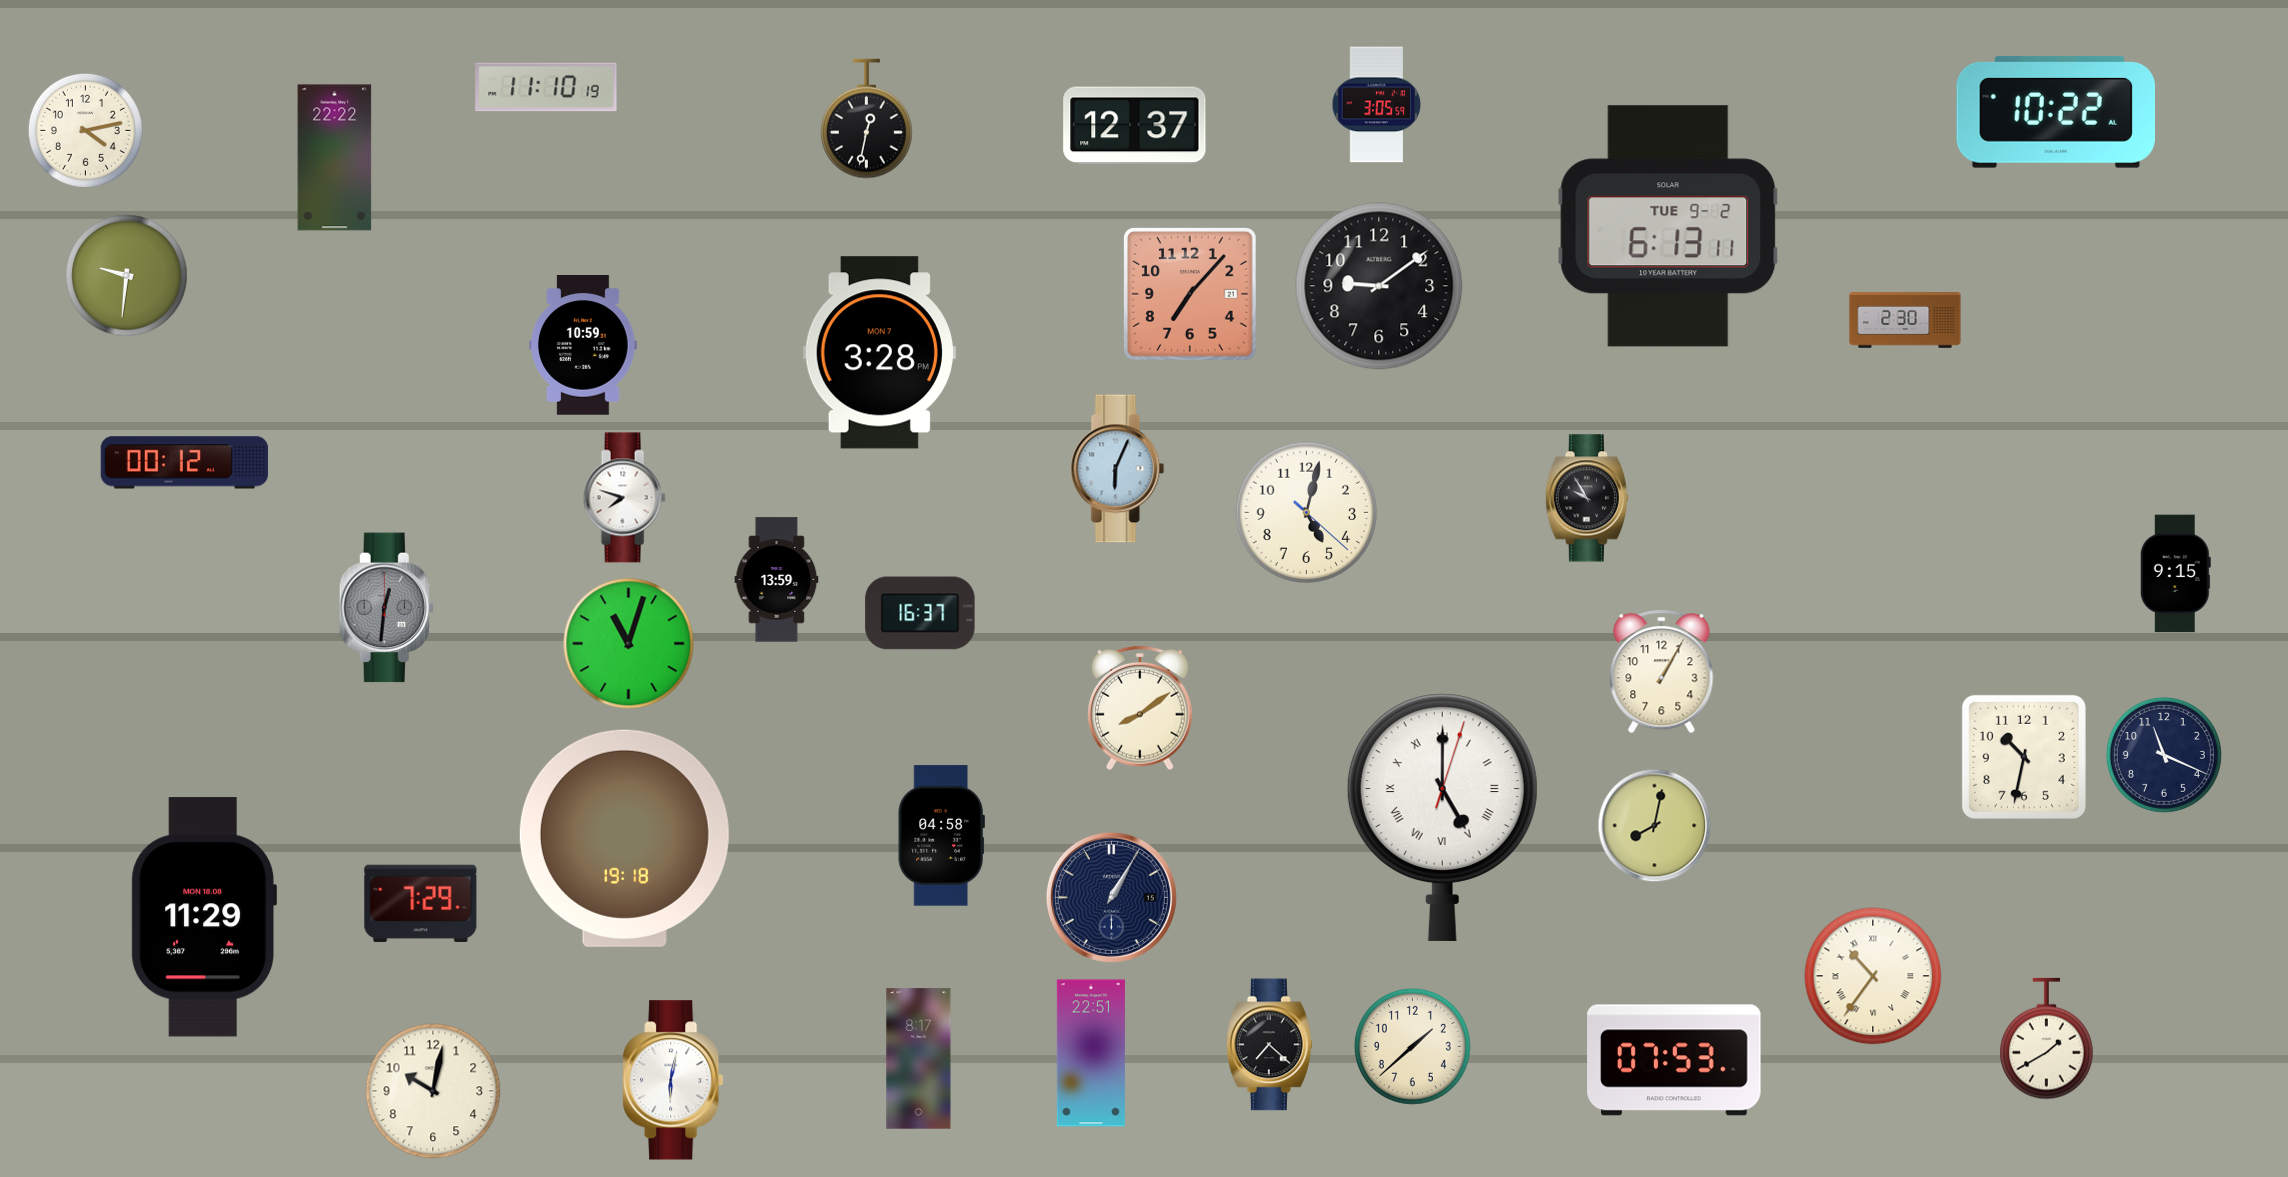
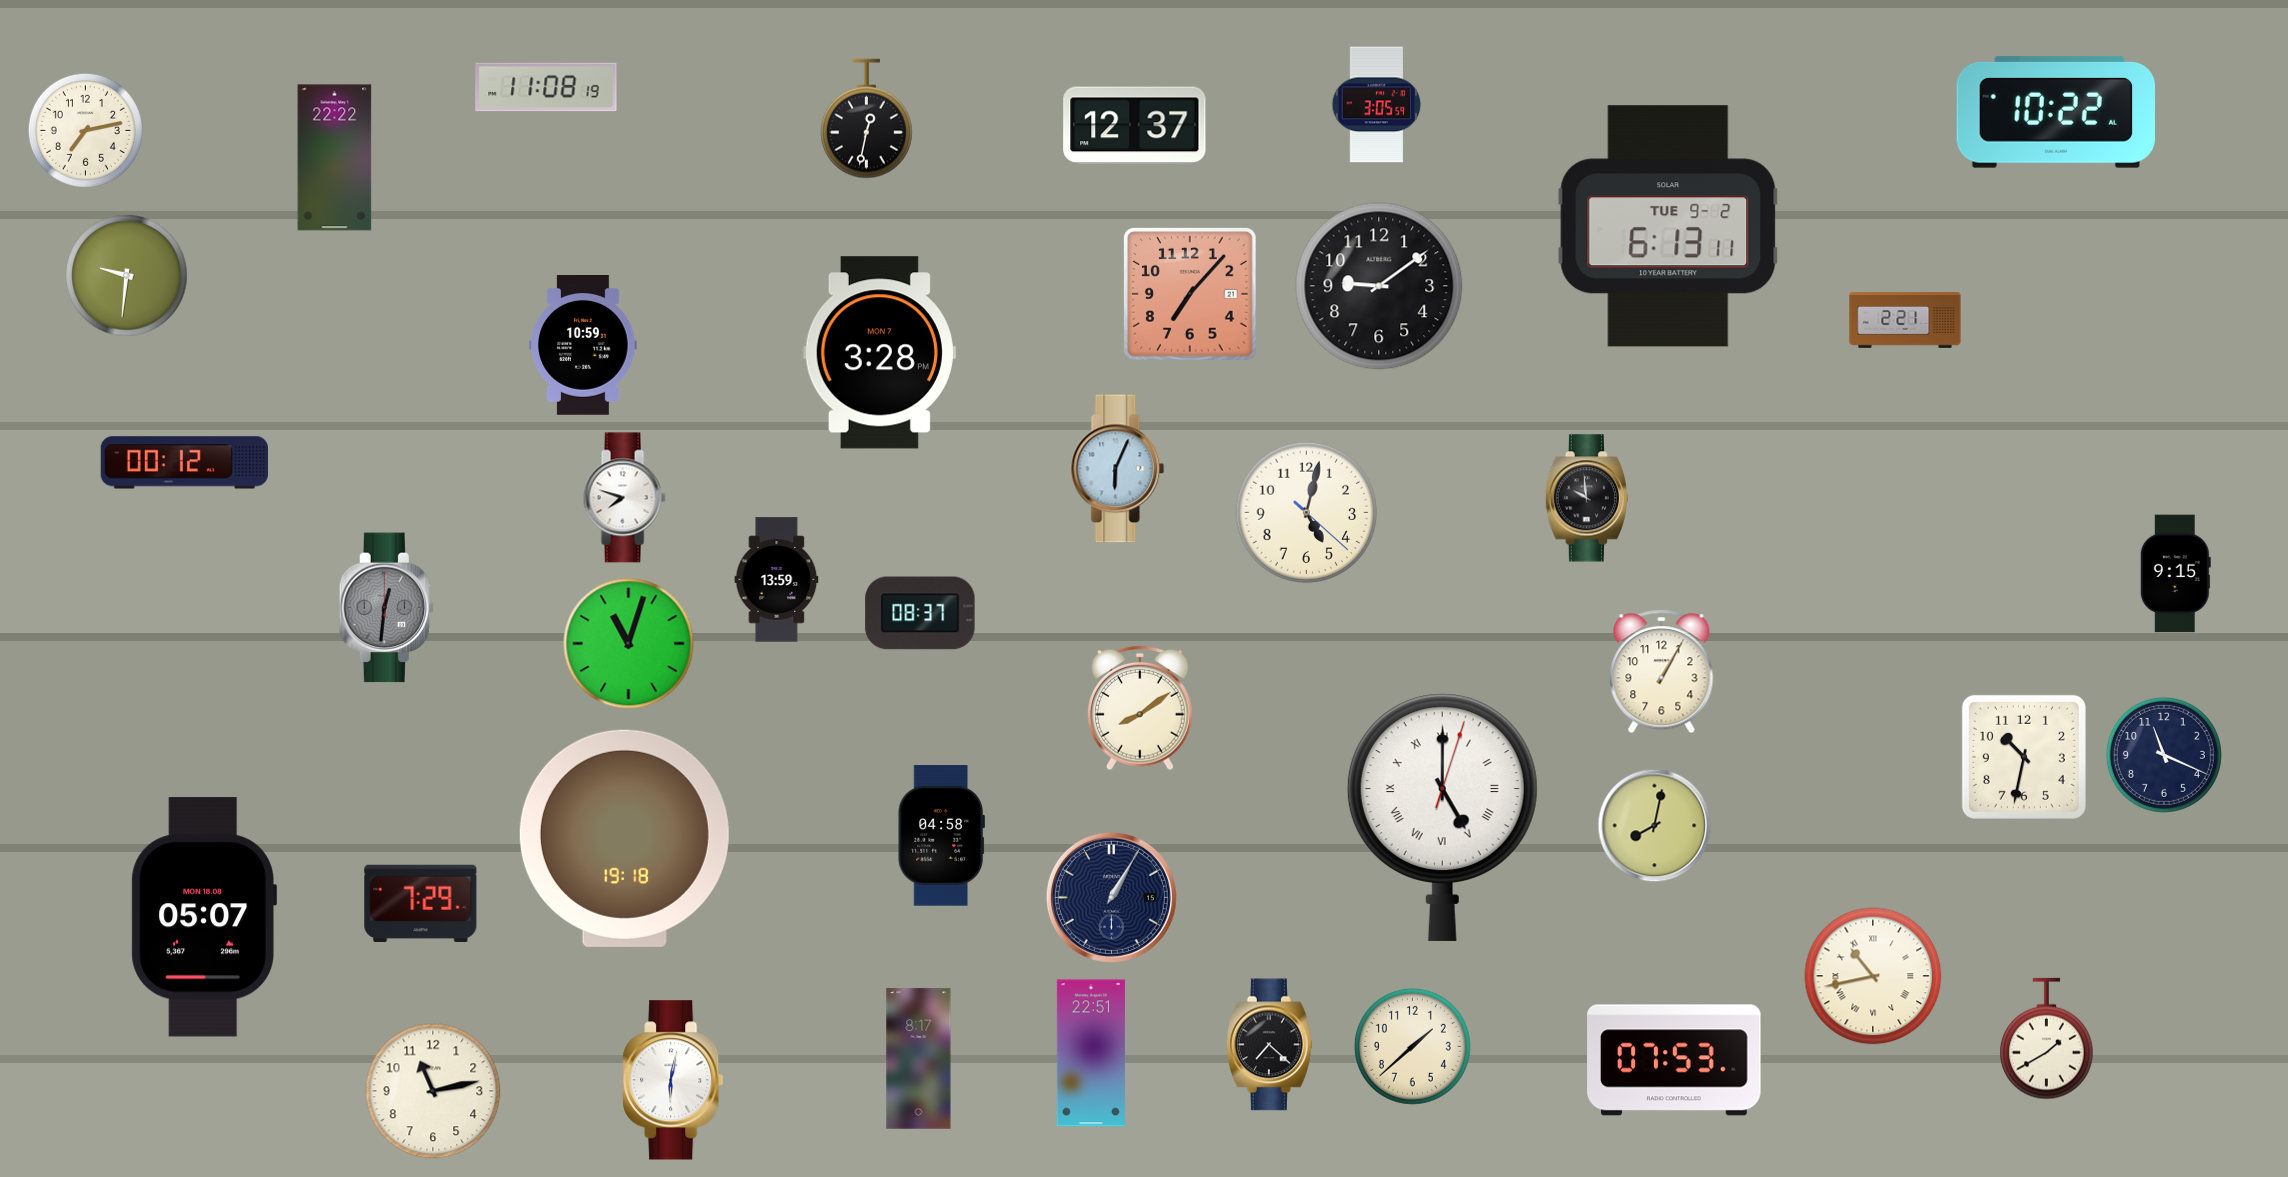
clock at (546, 87): 11:10 -> 11:08
clock at (85, 130): 4:13 -> 7:13
clock at (1905, 320): 2:30 -> 2:21
clock at (1587, 498): 9:55 -> 9:59
clock at (920, 613): 16:37 -> 08:37
clock at (204, 917): 11:29 -> 05:07
clock at (1873, 976): 10:36 -> 10:43
clock at (433, 1091): 10:02 -> 11:13
